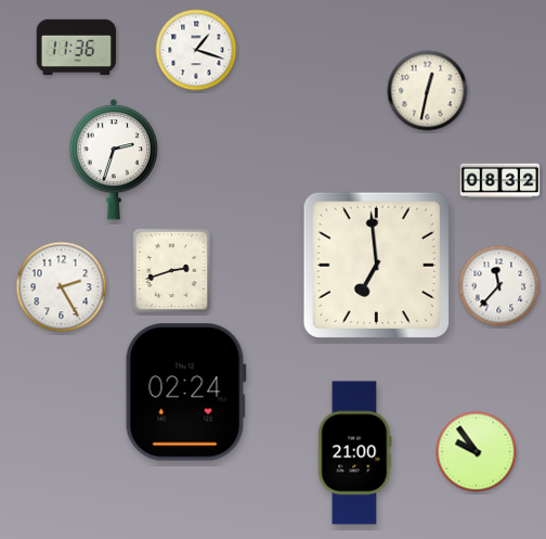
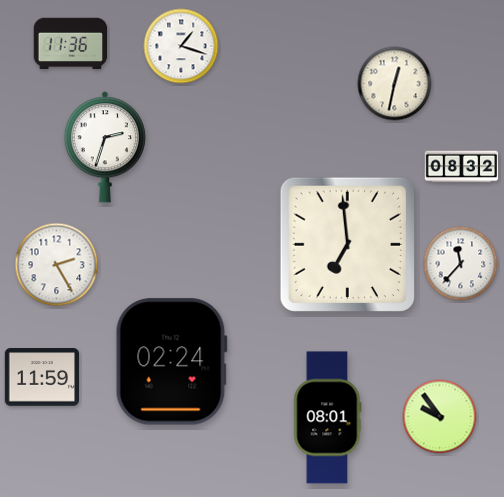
clock at (171, 270): 2:42 -> none
clock at (41, 377): none -> 11:59
clock at (355, 453): 21:00 -> 08:01
